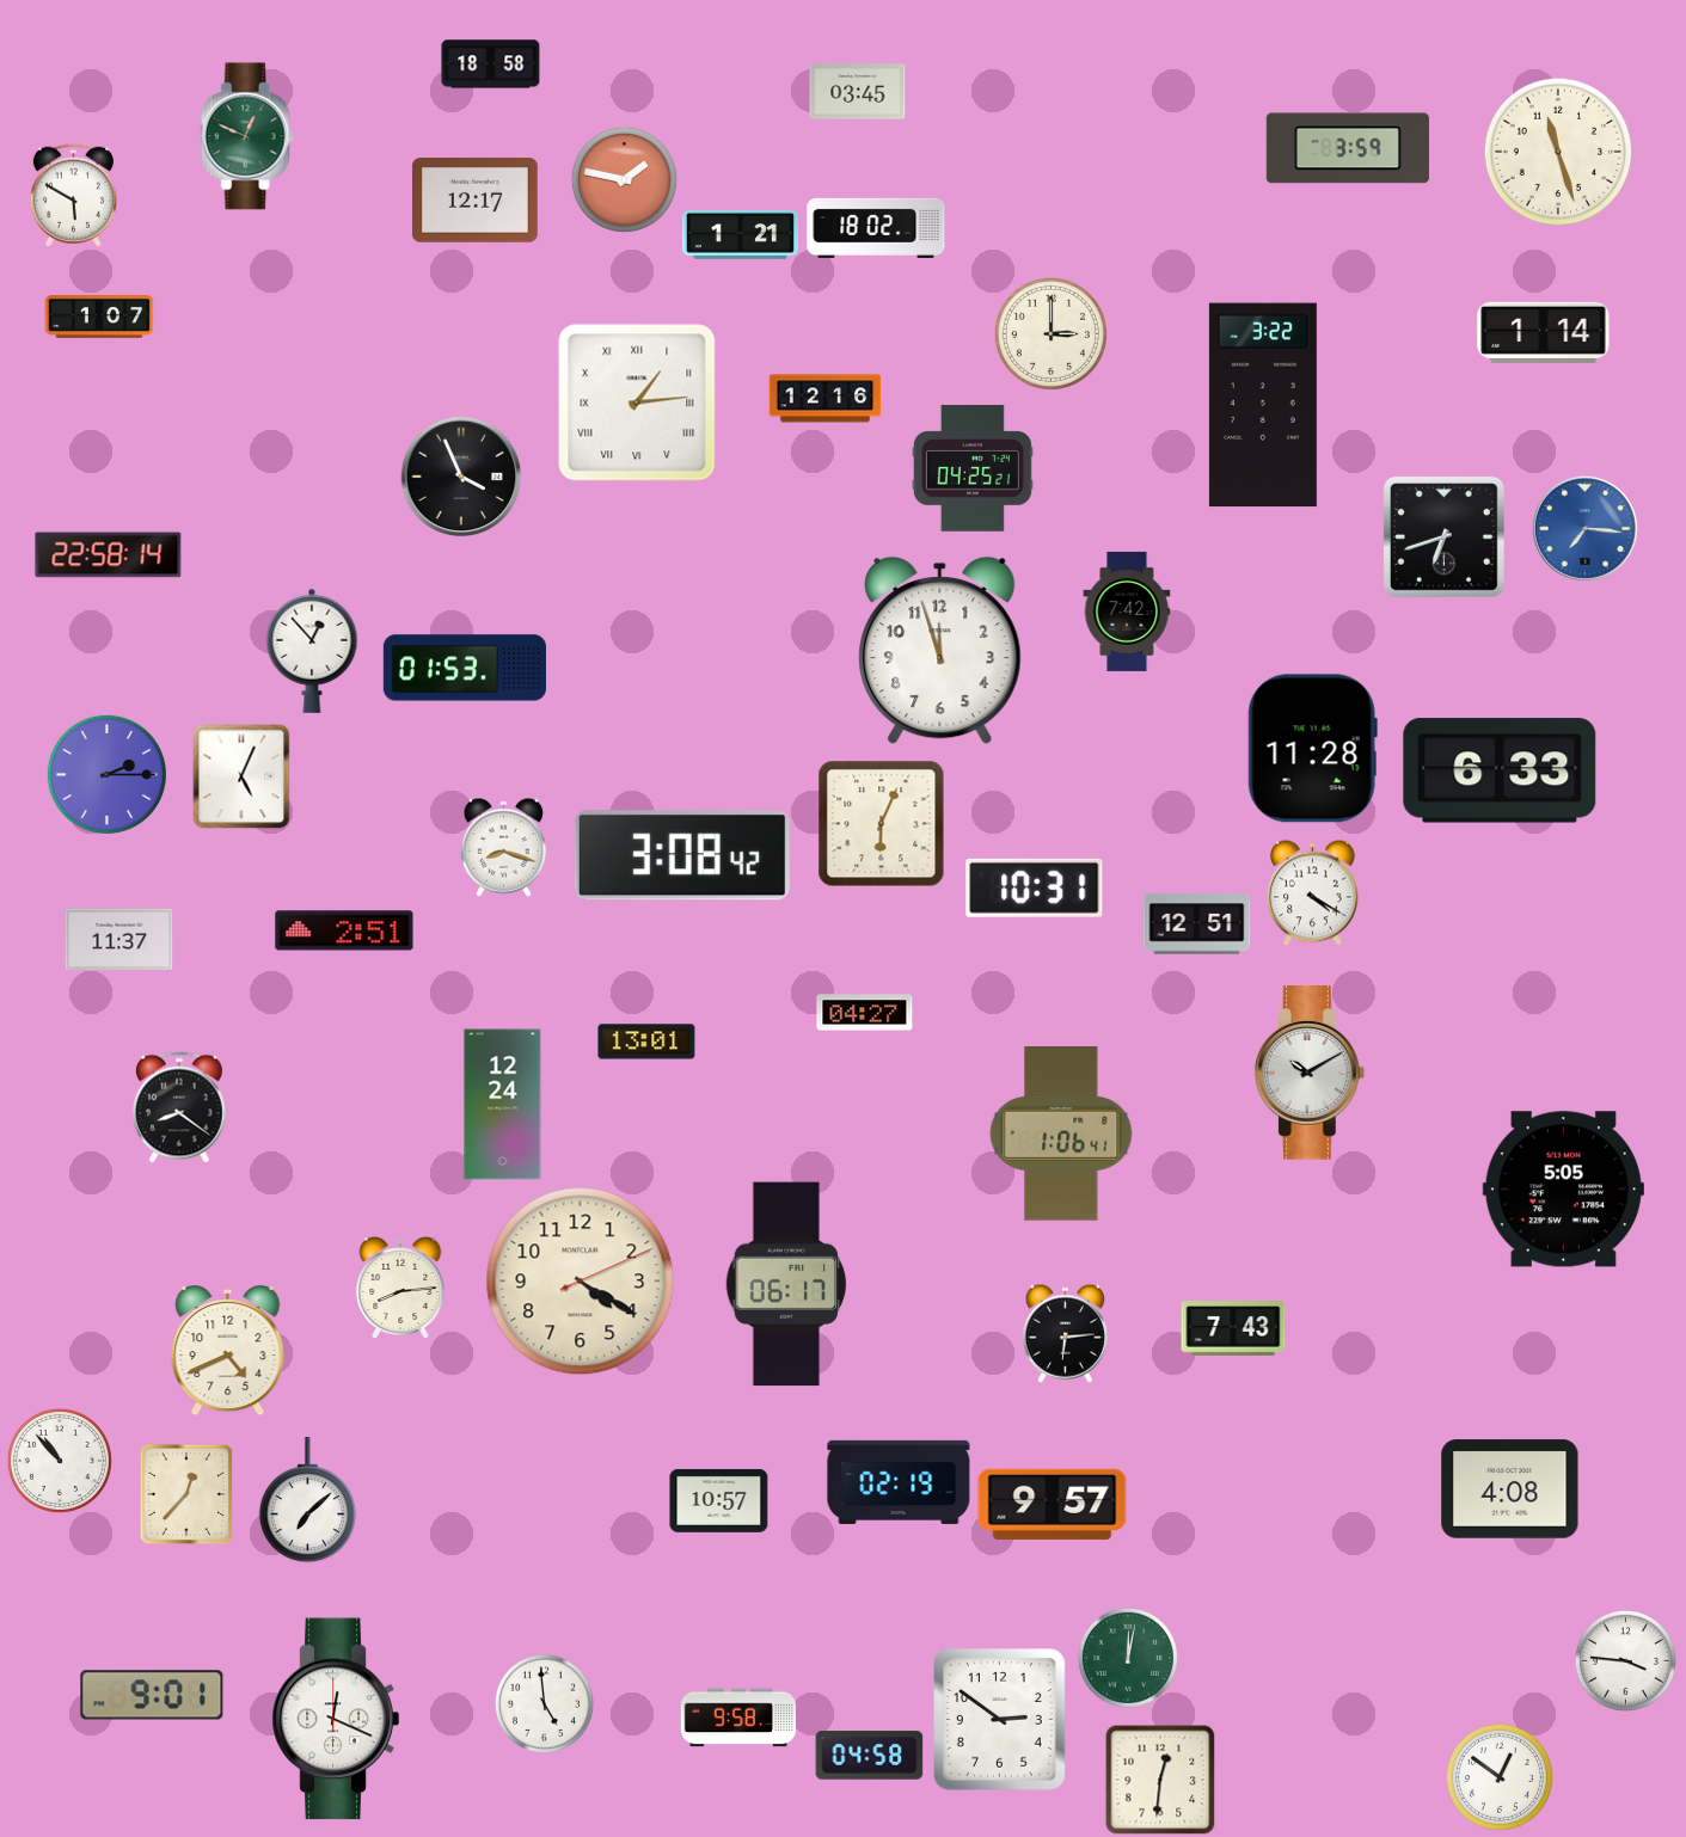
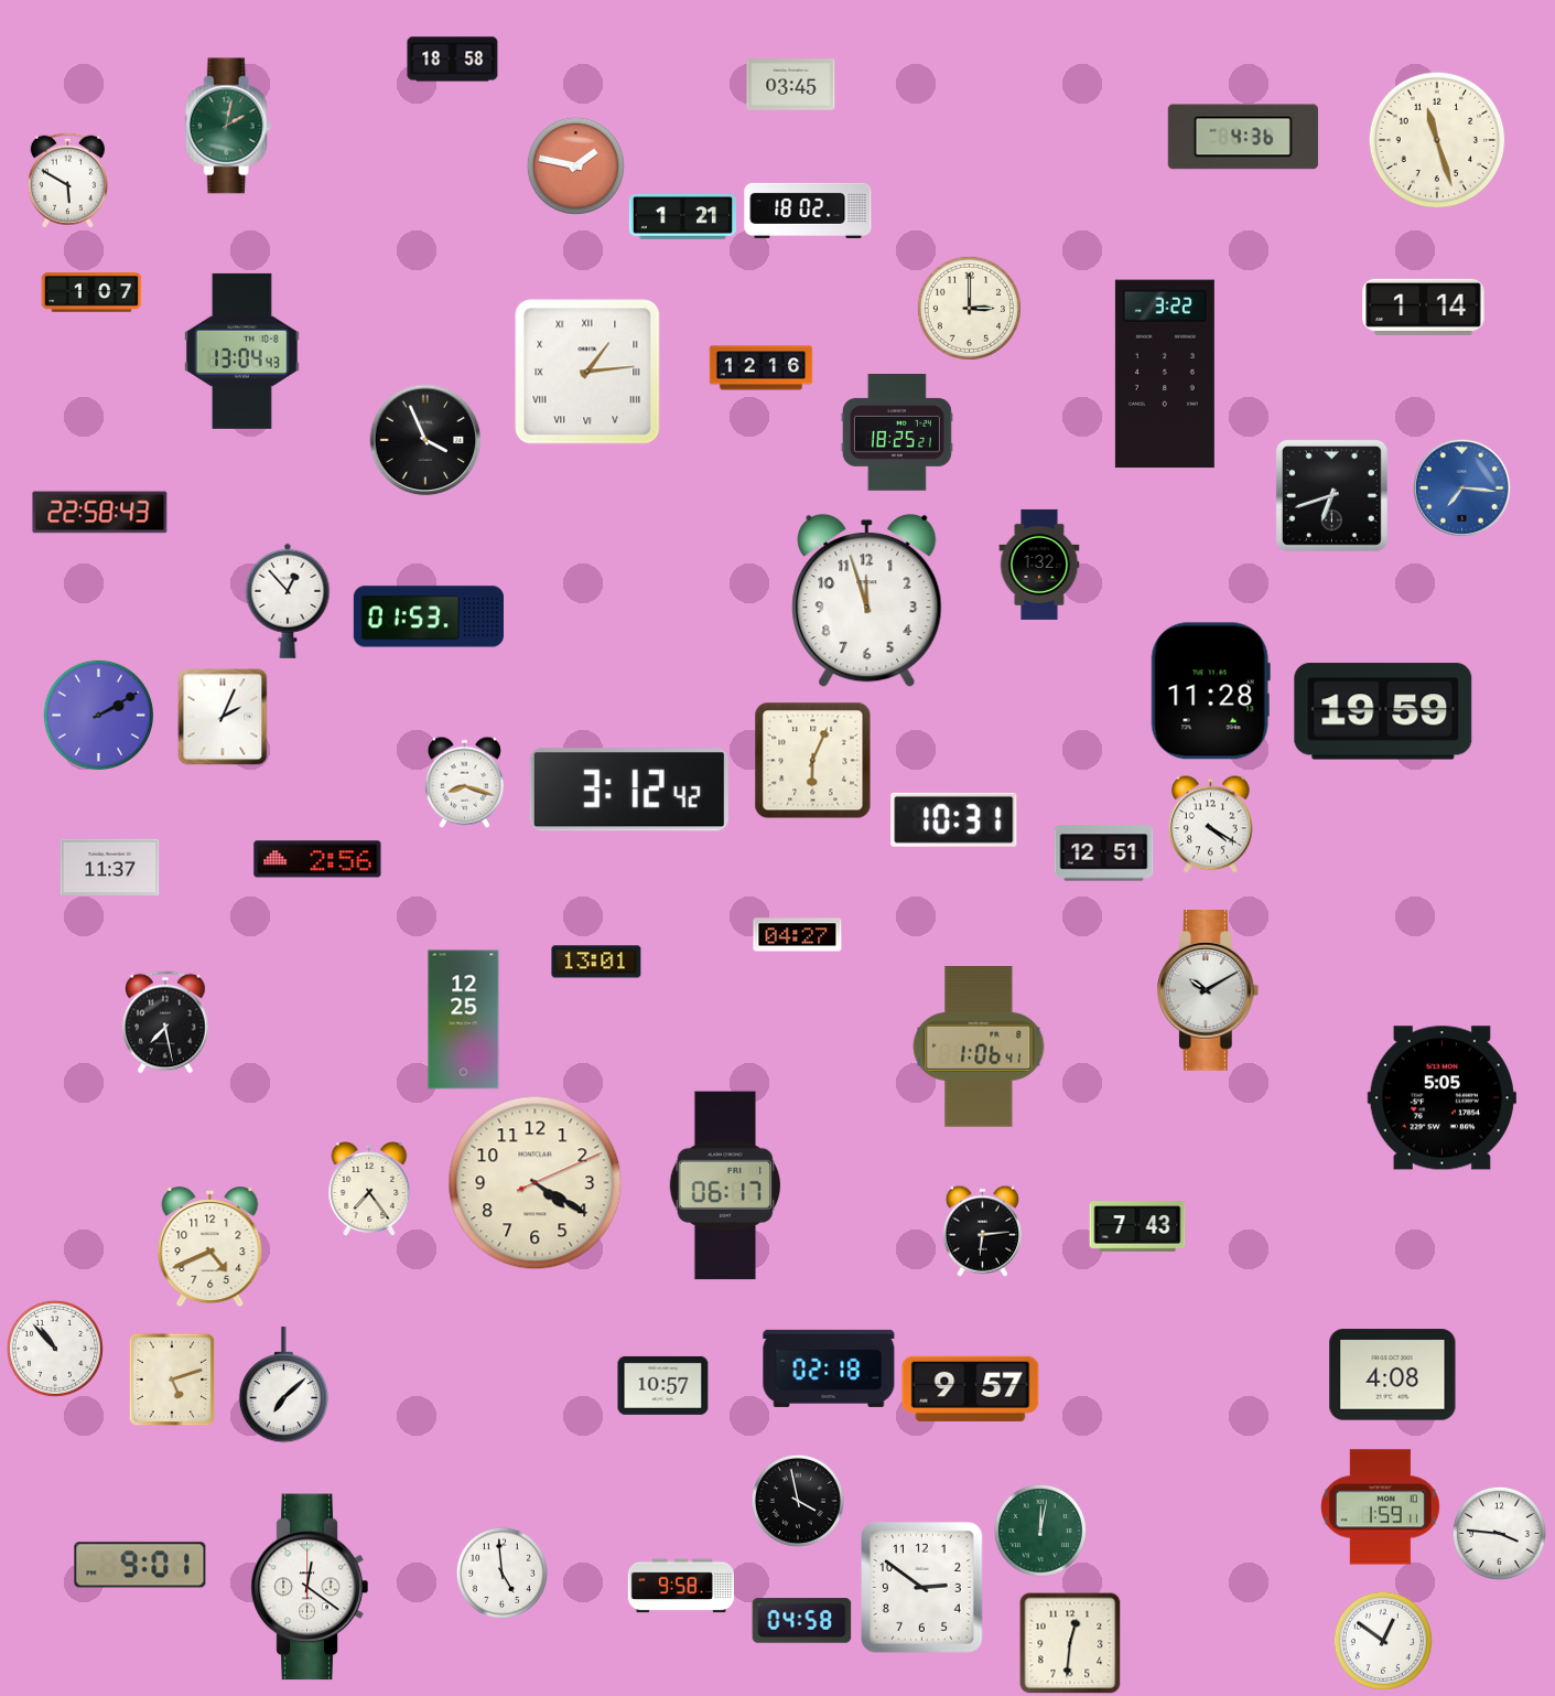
clock at (247, 136): 12:49 -> 2:02
clock at (1348, 148): 3:59 -> 4:36
clock at (476, 201): 12:17 -> none
clock at (241, 351): none -> 13:04
clock at (973, 468): 04:25 -> 18:25
clock at (109, 555): 22:58:14 -> 22:58:43
clock at (1127, 612): 7:42 -> 1:32
clock at (1500, 770): 6:33 -> 19:59
clock at (106, 774): 2:15 -> 2:10
clock at (241, 776): 5:04 -> 2:04
clock at (682, 855): 3:08 -> 3:12
clock at (344, 930): 2:51 -> 2:56
clock at (503, 1105): 12:24 -> 12:25
clock at (180, 1107): 8:21 -> 7:28
clock at (400, 1288): 8:14 -> 7:24
clock at (899, 1482): 02:19 -> 02:18
clock at (186, 1494): 12:37 -> 5:12
clock at (798, 1501): none -> 3:58
clock at (1381, 1507): none -> 1:59
clock at (336, 1719): 12:19 -> 12:21
